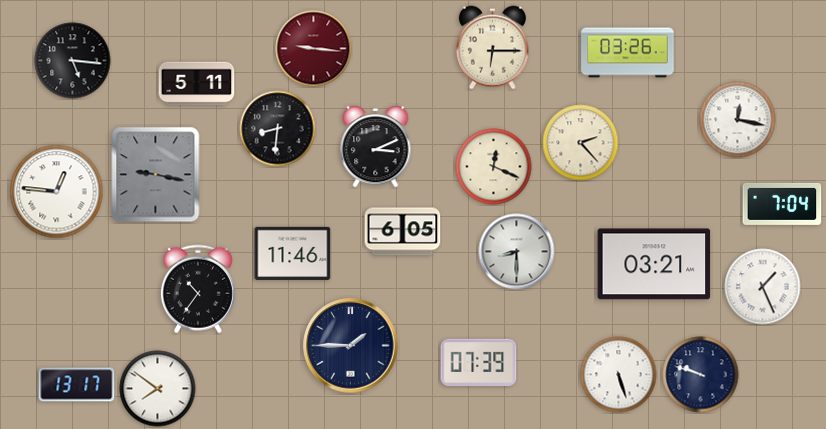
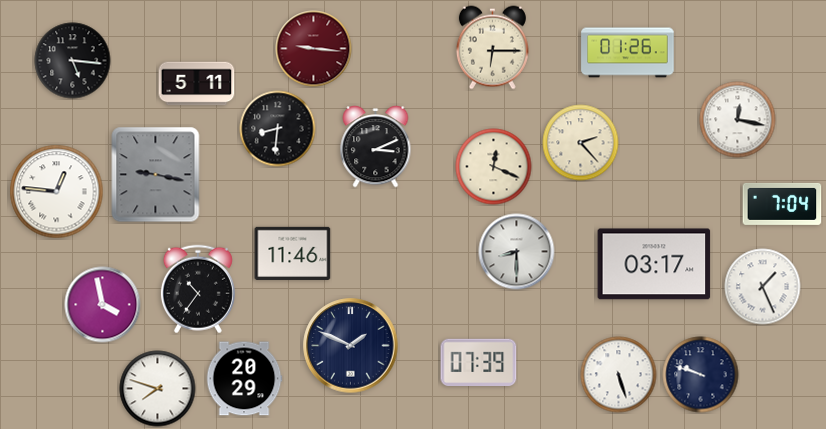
clock at (628, 53): 03:26 -> 01:26
clock at (403, 232): 6:05 -> none
clock at (654, 264): 03:21 -> 03:17
clock at (103, 305): none -> 3:58
clock at (351, 346): 1:45 -> 1:49
clock at (244, 379): none -> 20:29
clock at (77, 385): 13:17 -> none
clock at (158, 389): 7:51 -> 7:48
